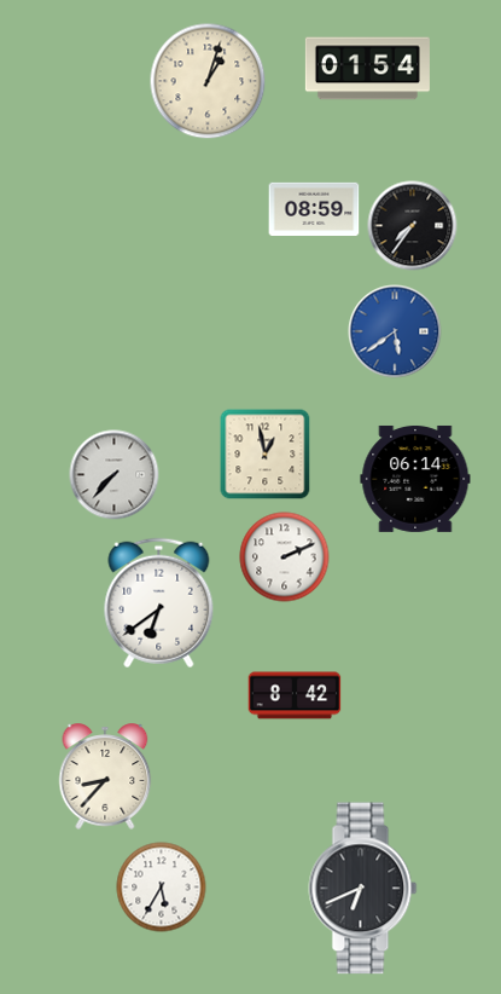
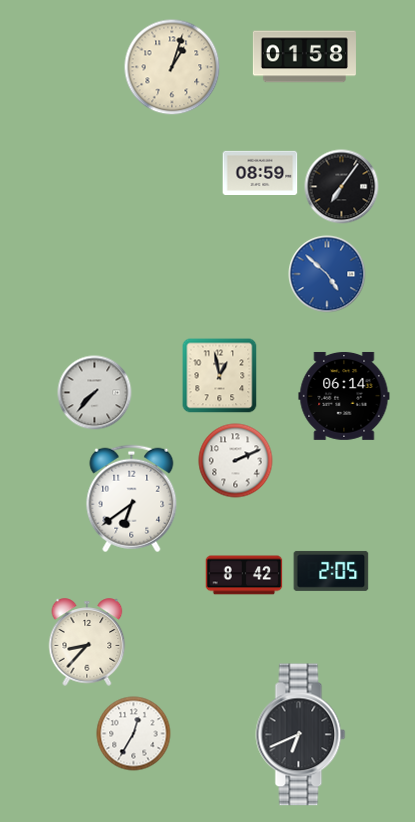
clock at (367, 69): 01:54 -> 01:58
clock at (413, 226): 7:36 -> 7:06
clock at (395, 331): 5:39 -> 4:52
clock at (331, 571): none -> 2:05
clock at (162, 888): 5:35 -> 12:35
